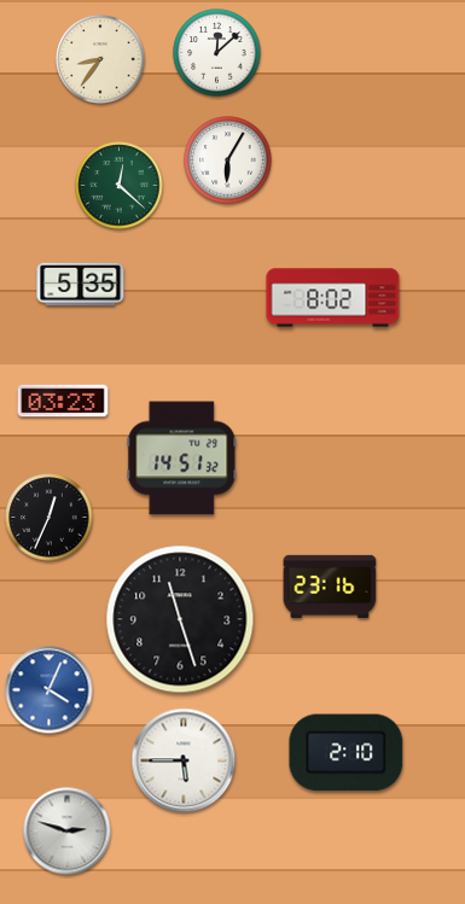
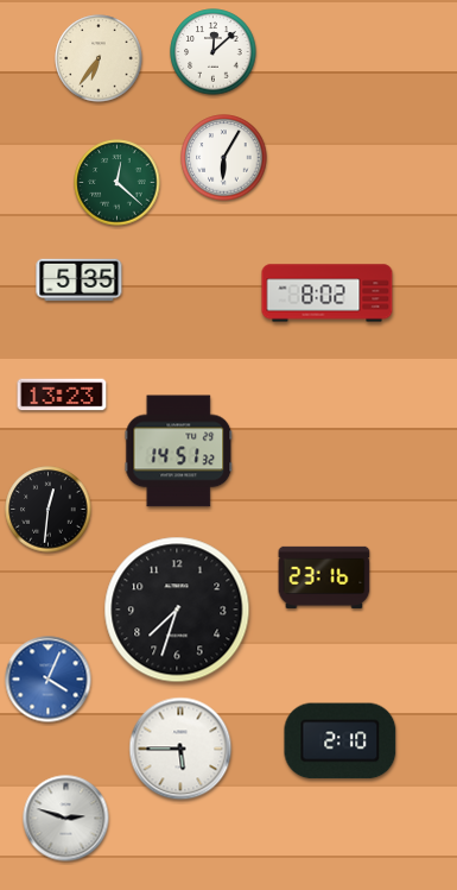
clock at (100, 59): 8:36 -> 6:36
clock at (63, 401): 03:23 -> 13:23
clock at (50, 518): 12:34 -> 12:31
clock at (180, 619): 11:27 -> 7:33
